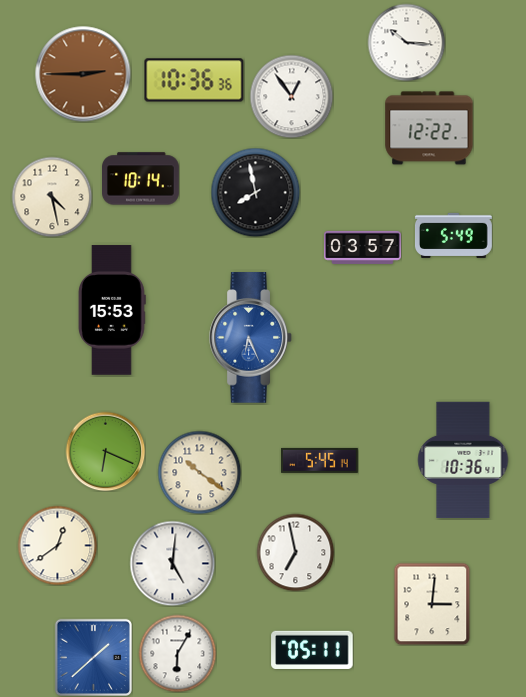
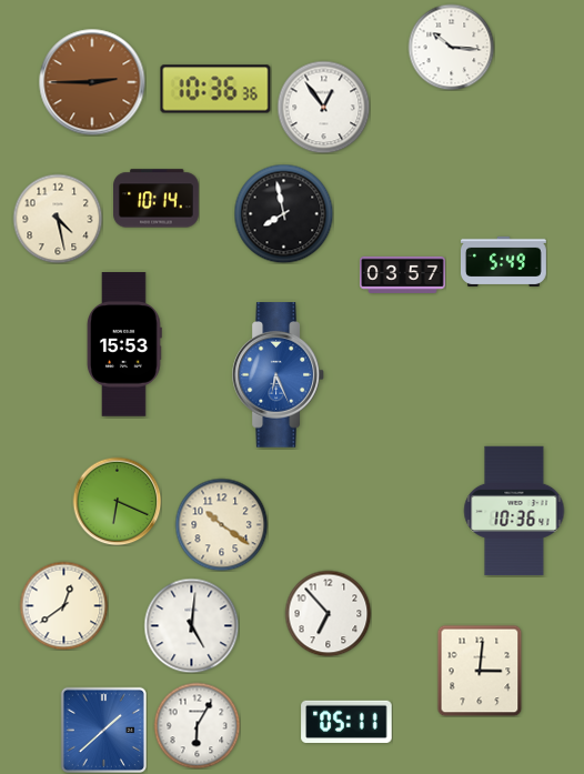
clock at (429, 128): 12:22 -> none
clock at (319, 460): 5:45 -> none
clock at (295, 552): 6:58 -> 6:53
